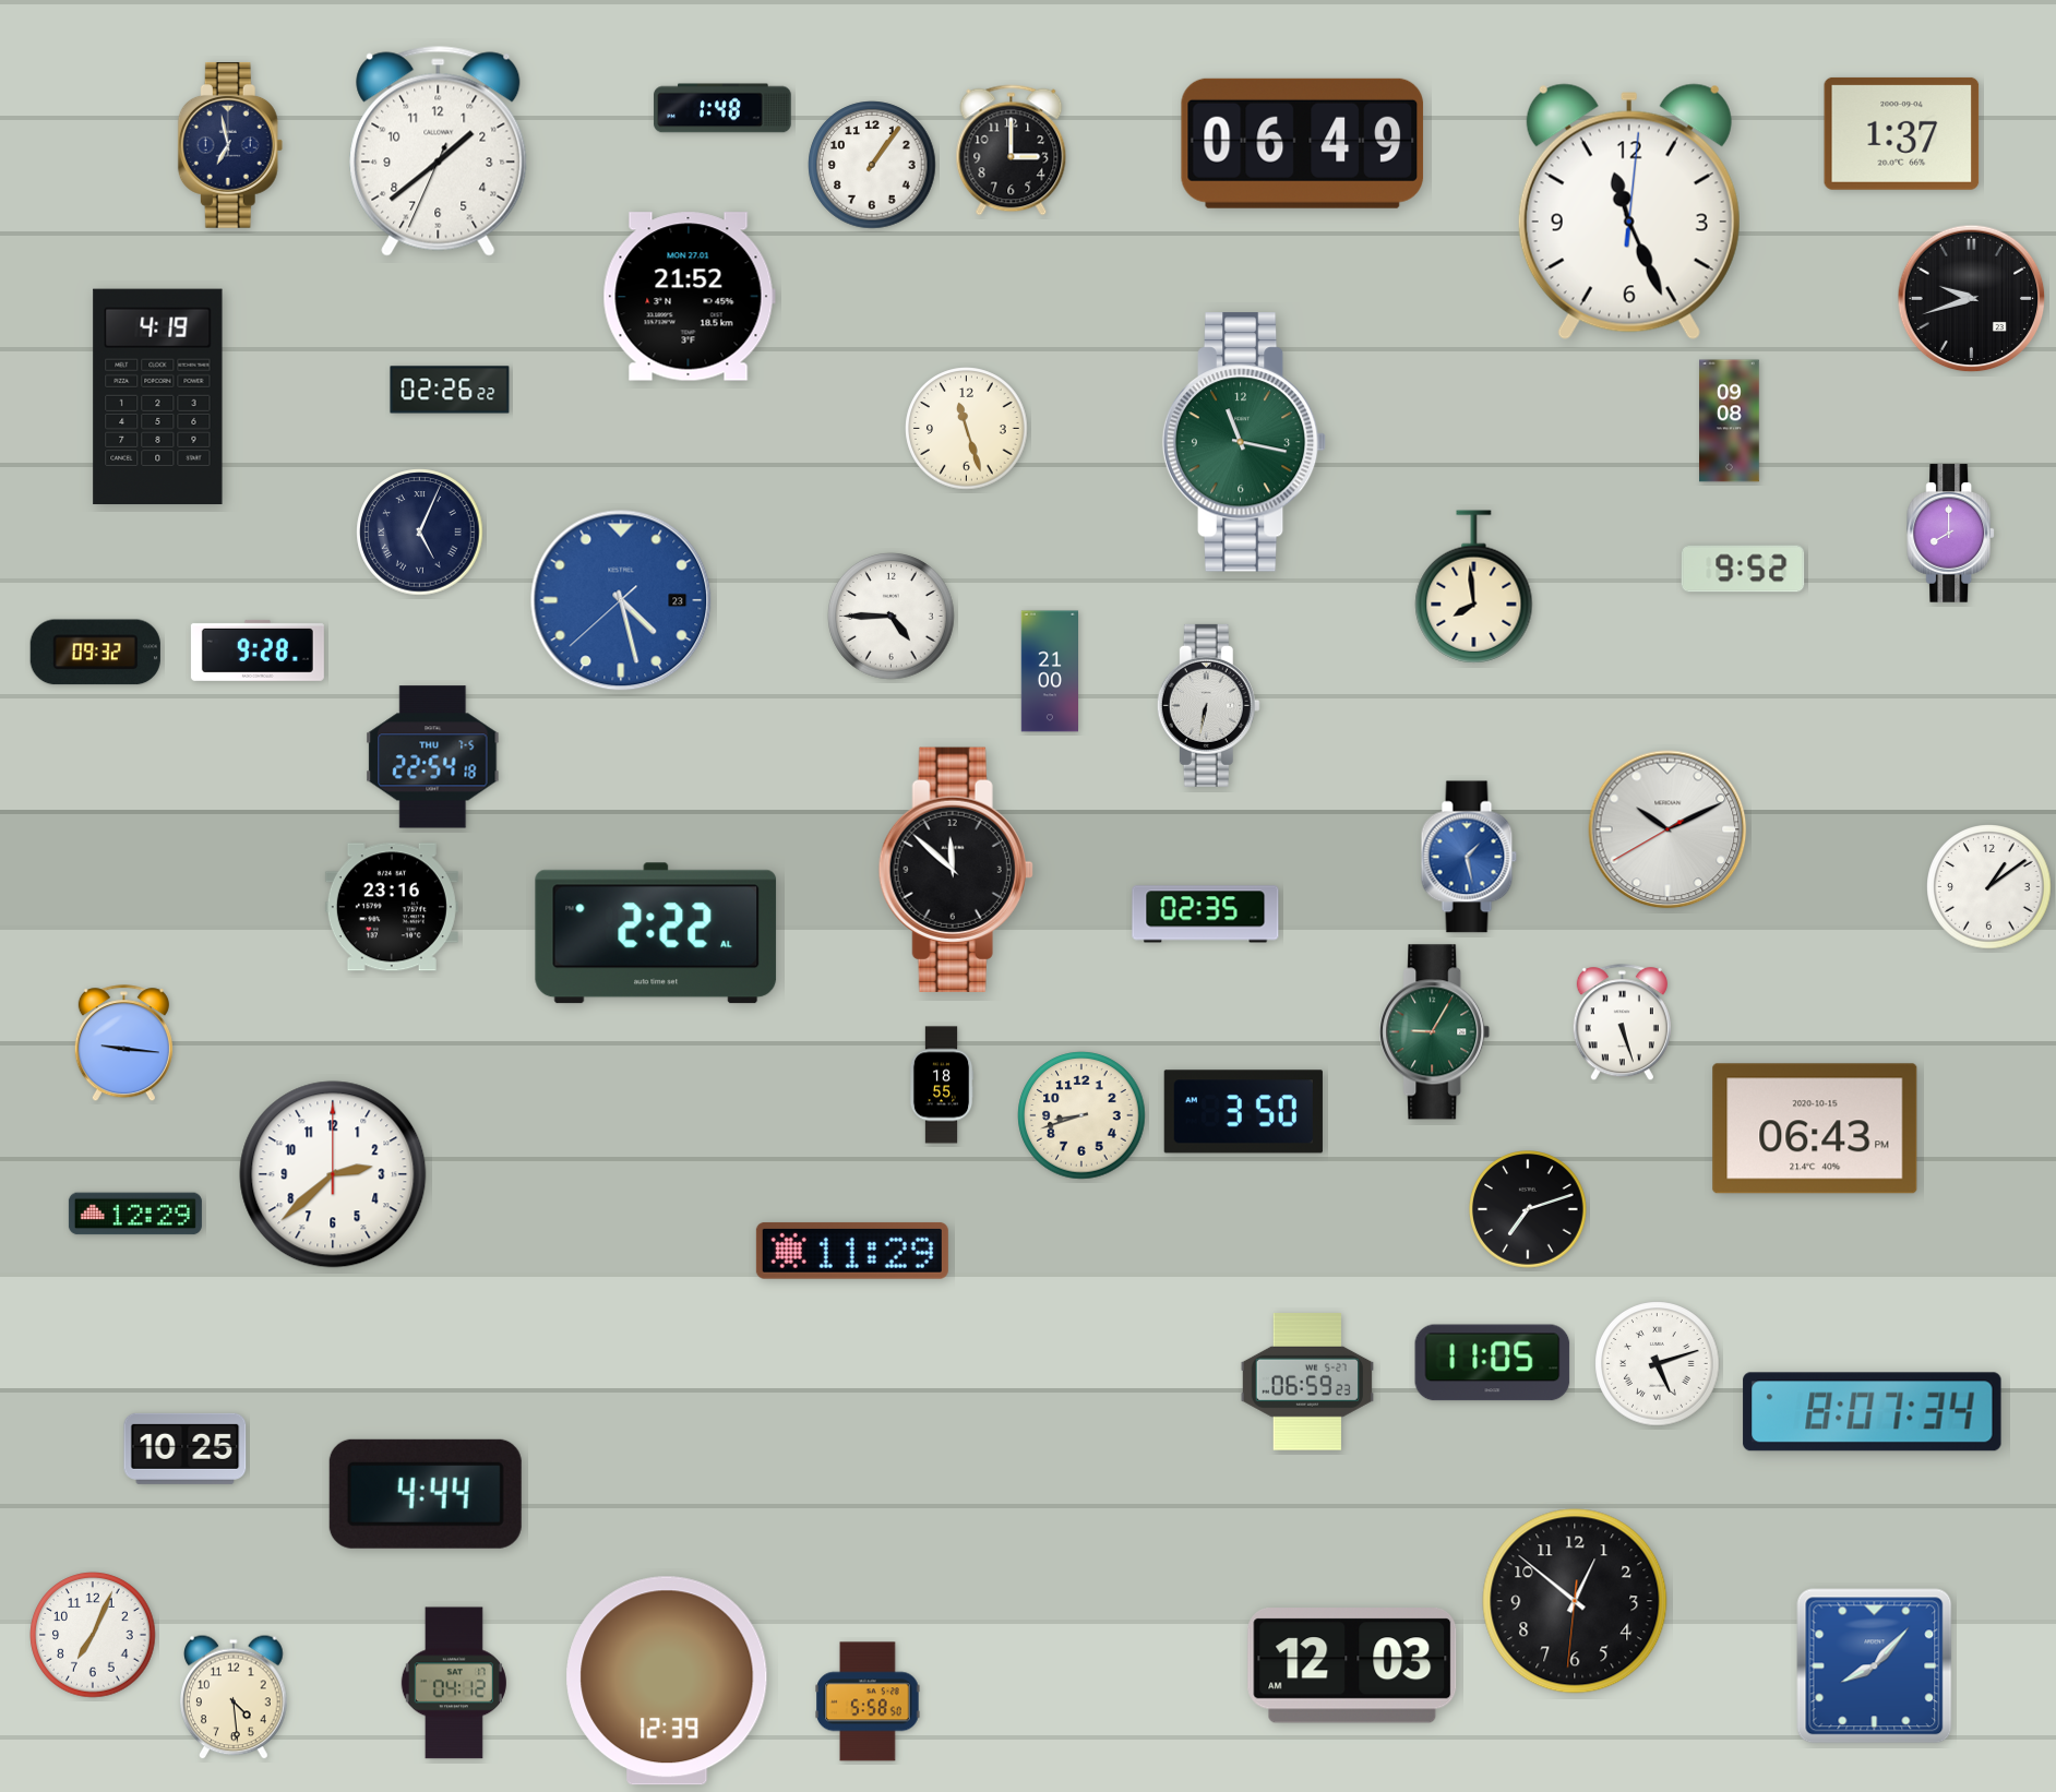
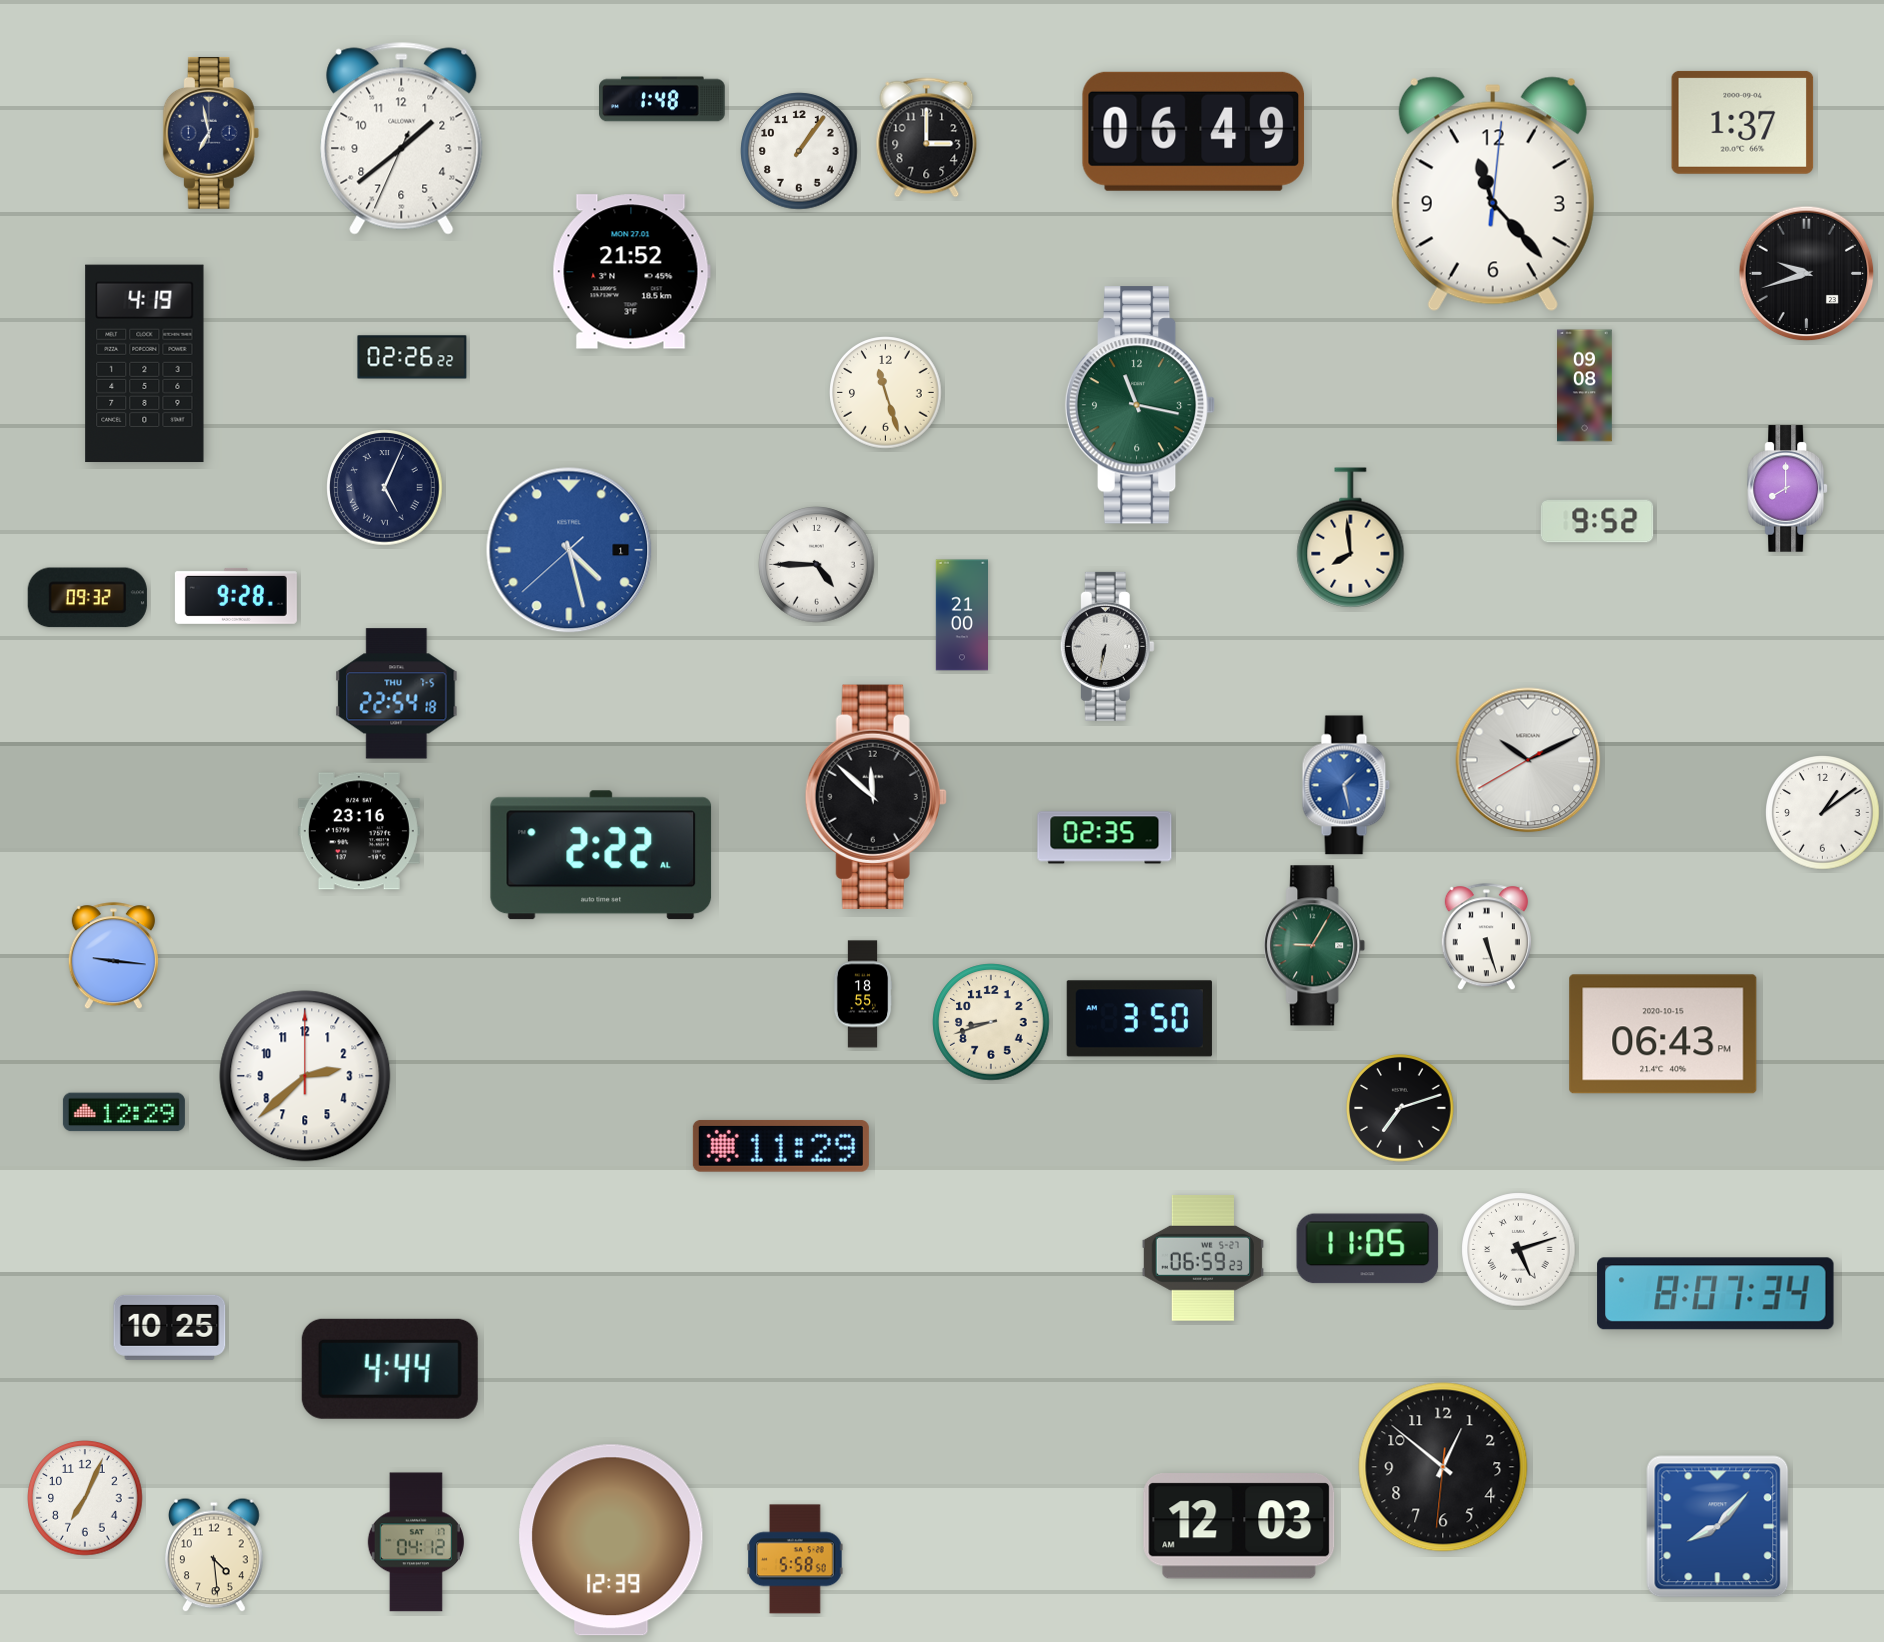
clock at (1629, 212): 11:26 -> 11:23
clock at (621, 600) date: 23 -> 1
clock at (1306, 1382) position: (1306, 1382) -> (1202, 1258)
